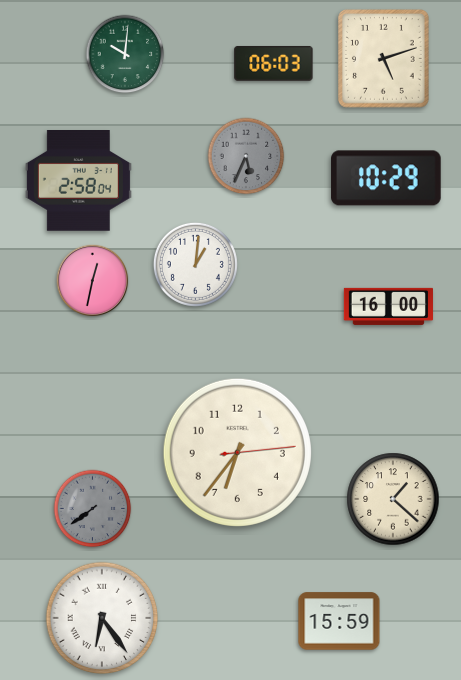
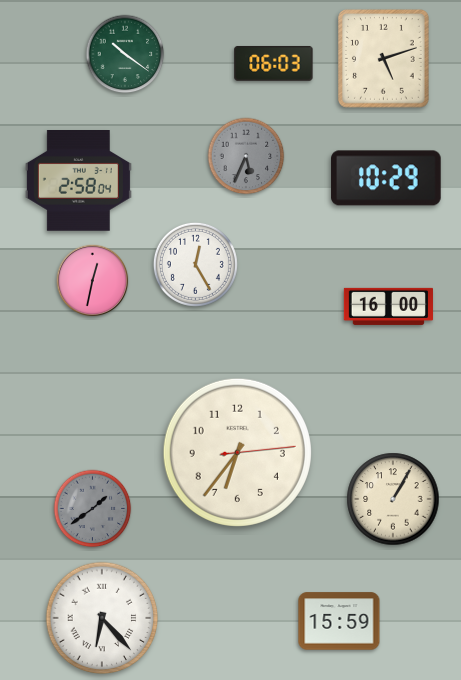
clock at (125, 54): 10:01 -> 10:21
clock at (195, 264): 1:01 -> 12:25
clock at (393, 499): 1:22 -> 1:05
clock at (93, 509): 7:39 -> 1:39
clock at (102, 618): 6:24 -> 6:23
